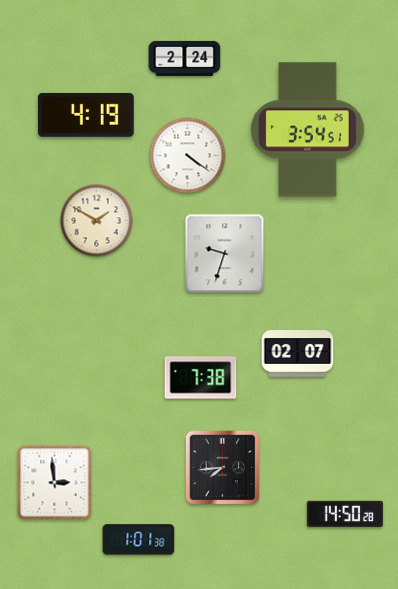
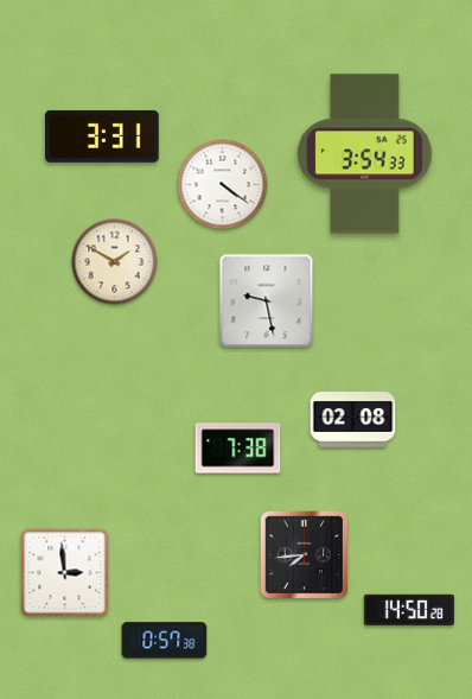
clock at (185, 58): 2:24 -> none
clock at (86, 115): 4:19 -> 3:31
clock at (308, 130): 3:54:51 -> 3:54:33
clock at (225, 254): 9:33 -> 9:28
clock at (298, 354): 02:07 -> 02:08
clock at (223, 468) position: (223, 468) -> (305, 555)
clock at (139, 540): 1:01 -> 0:57
